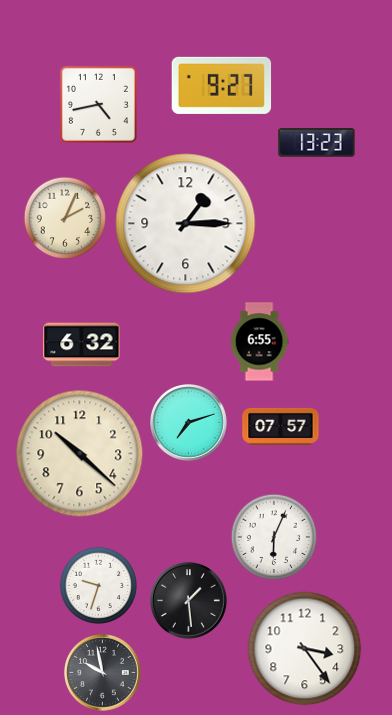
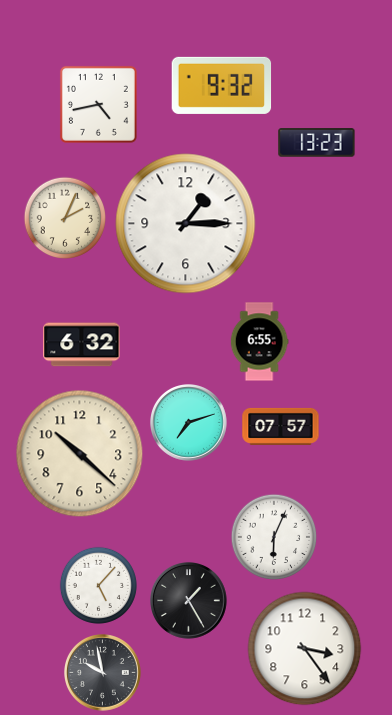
clock at (222, 85): 9:27 -> 9:32
clock at (98, 585): 9:33 -> 5:07
clock at (189, 601): 1:29 -> 1:25
